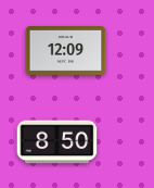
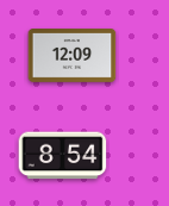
clock at (57, 142): 8:50 -> 8:54
